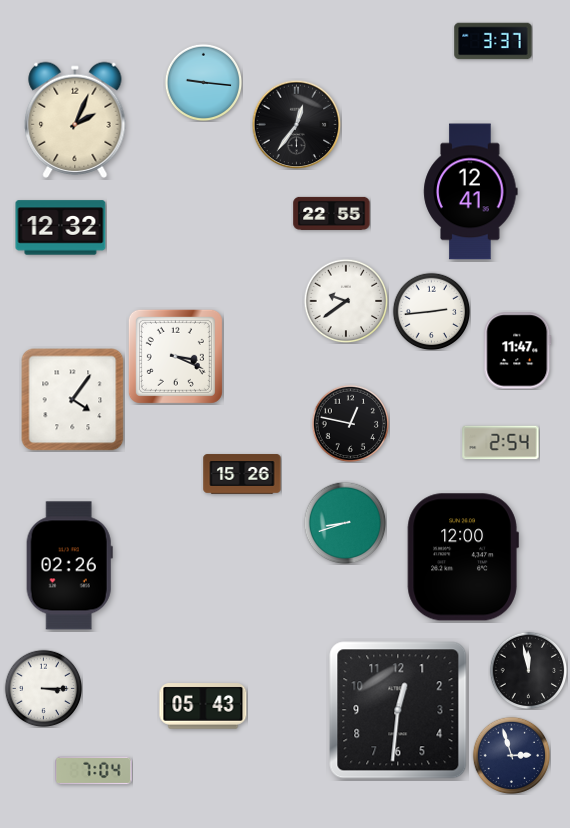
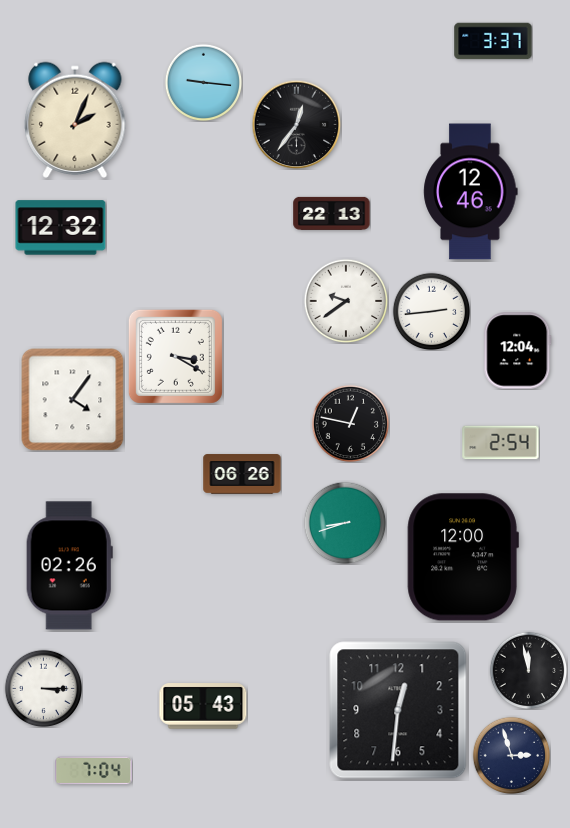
clock at (471, 192): 12:41 -> 12:46
clock at (332, 213): 22:55 -> 22:13
clock at (518, 351): 11:47 -> 12:04
clock at (175, 356): 3:19 -> 3:20
clock at (242, 474): 15:26 -> 06:26
